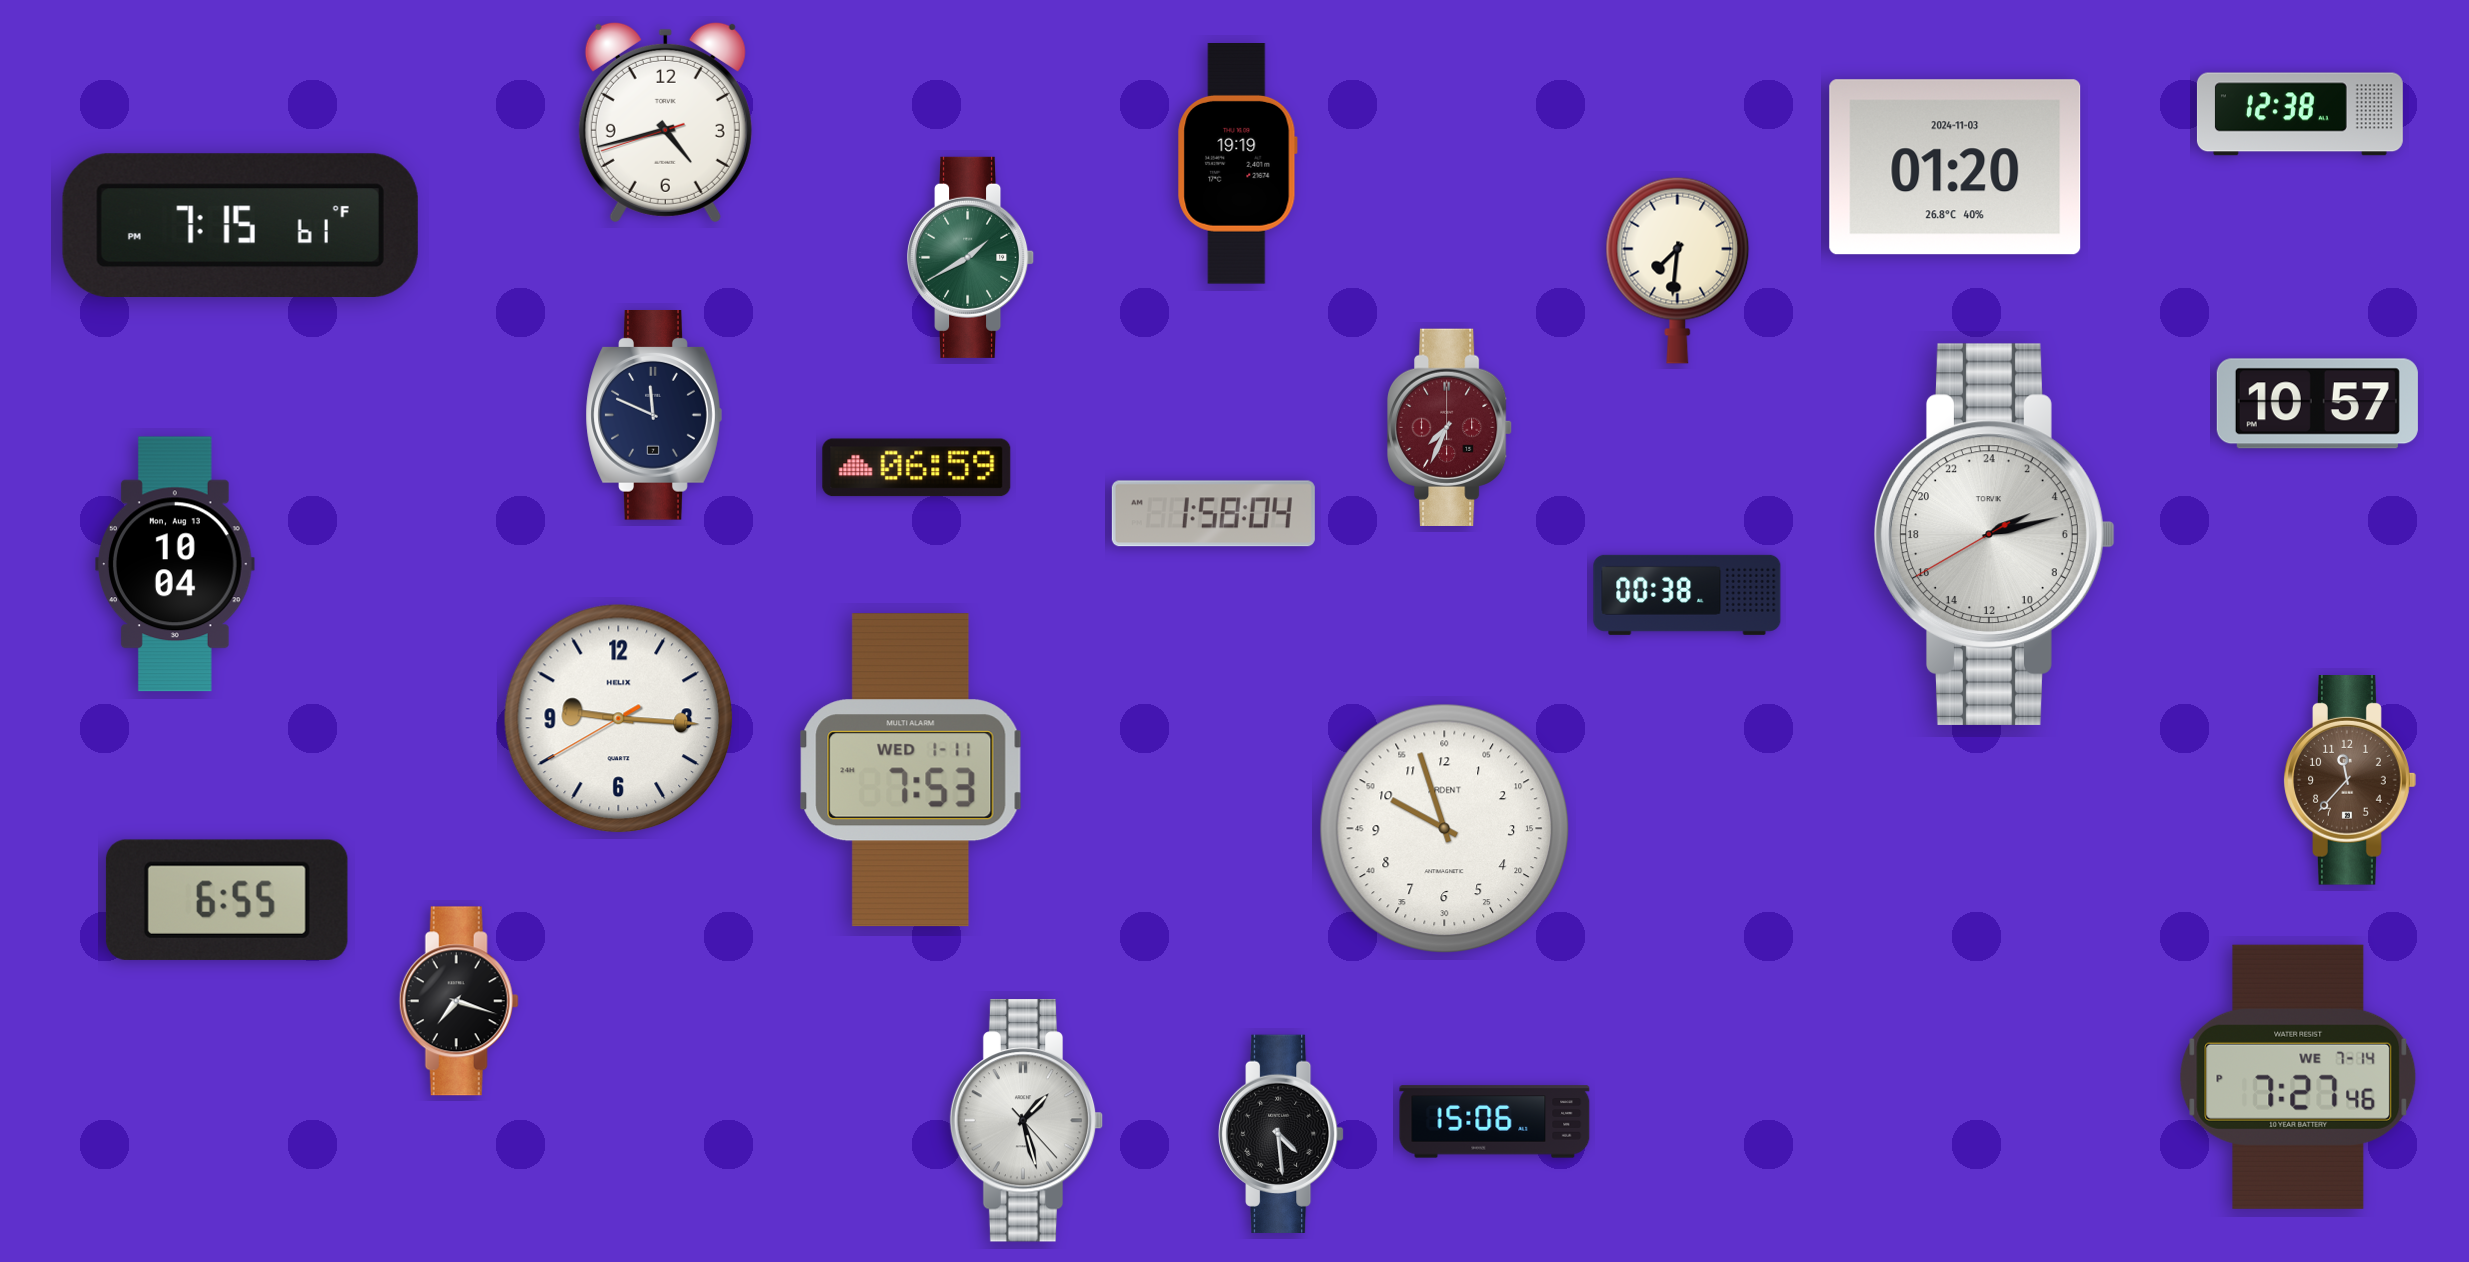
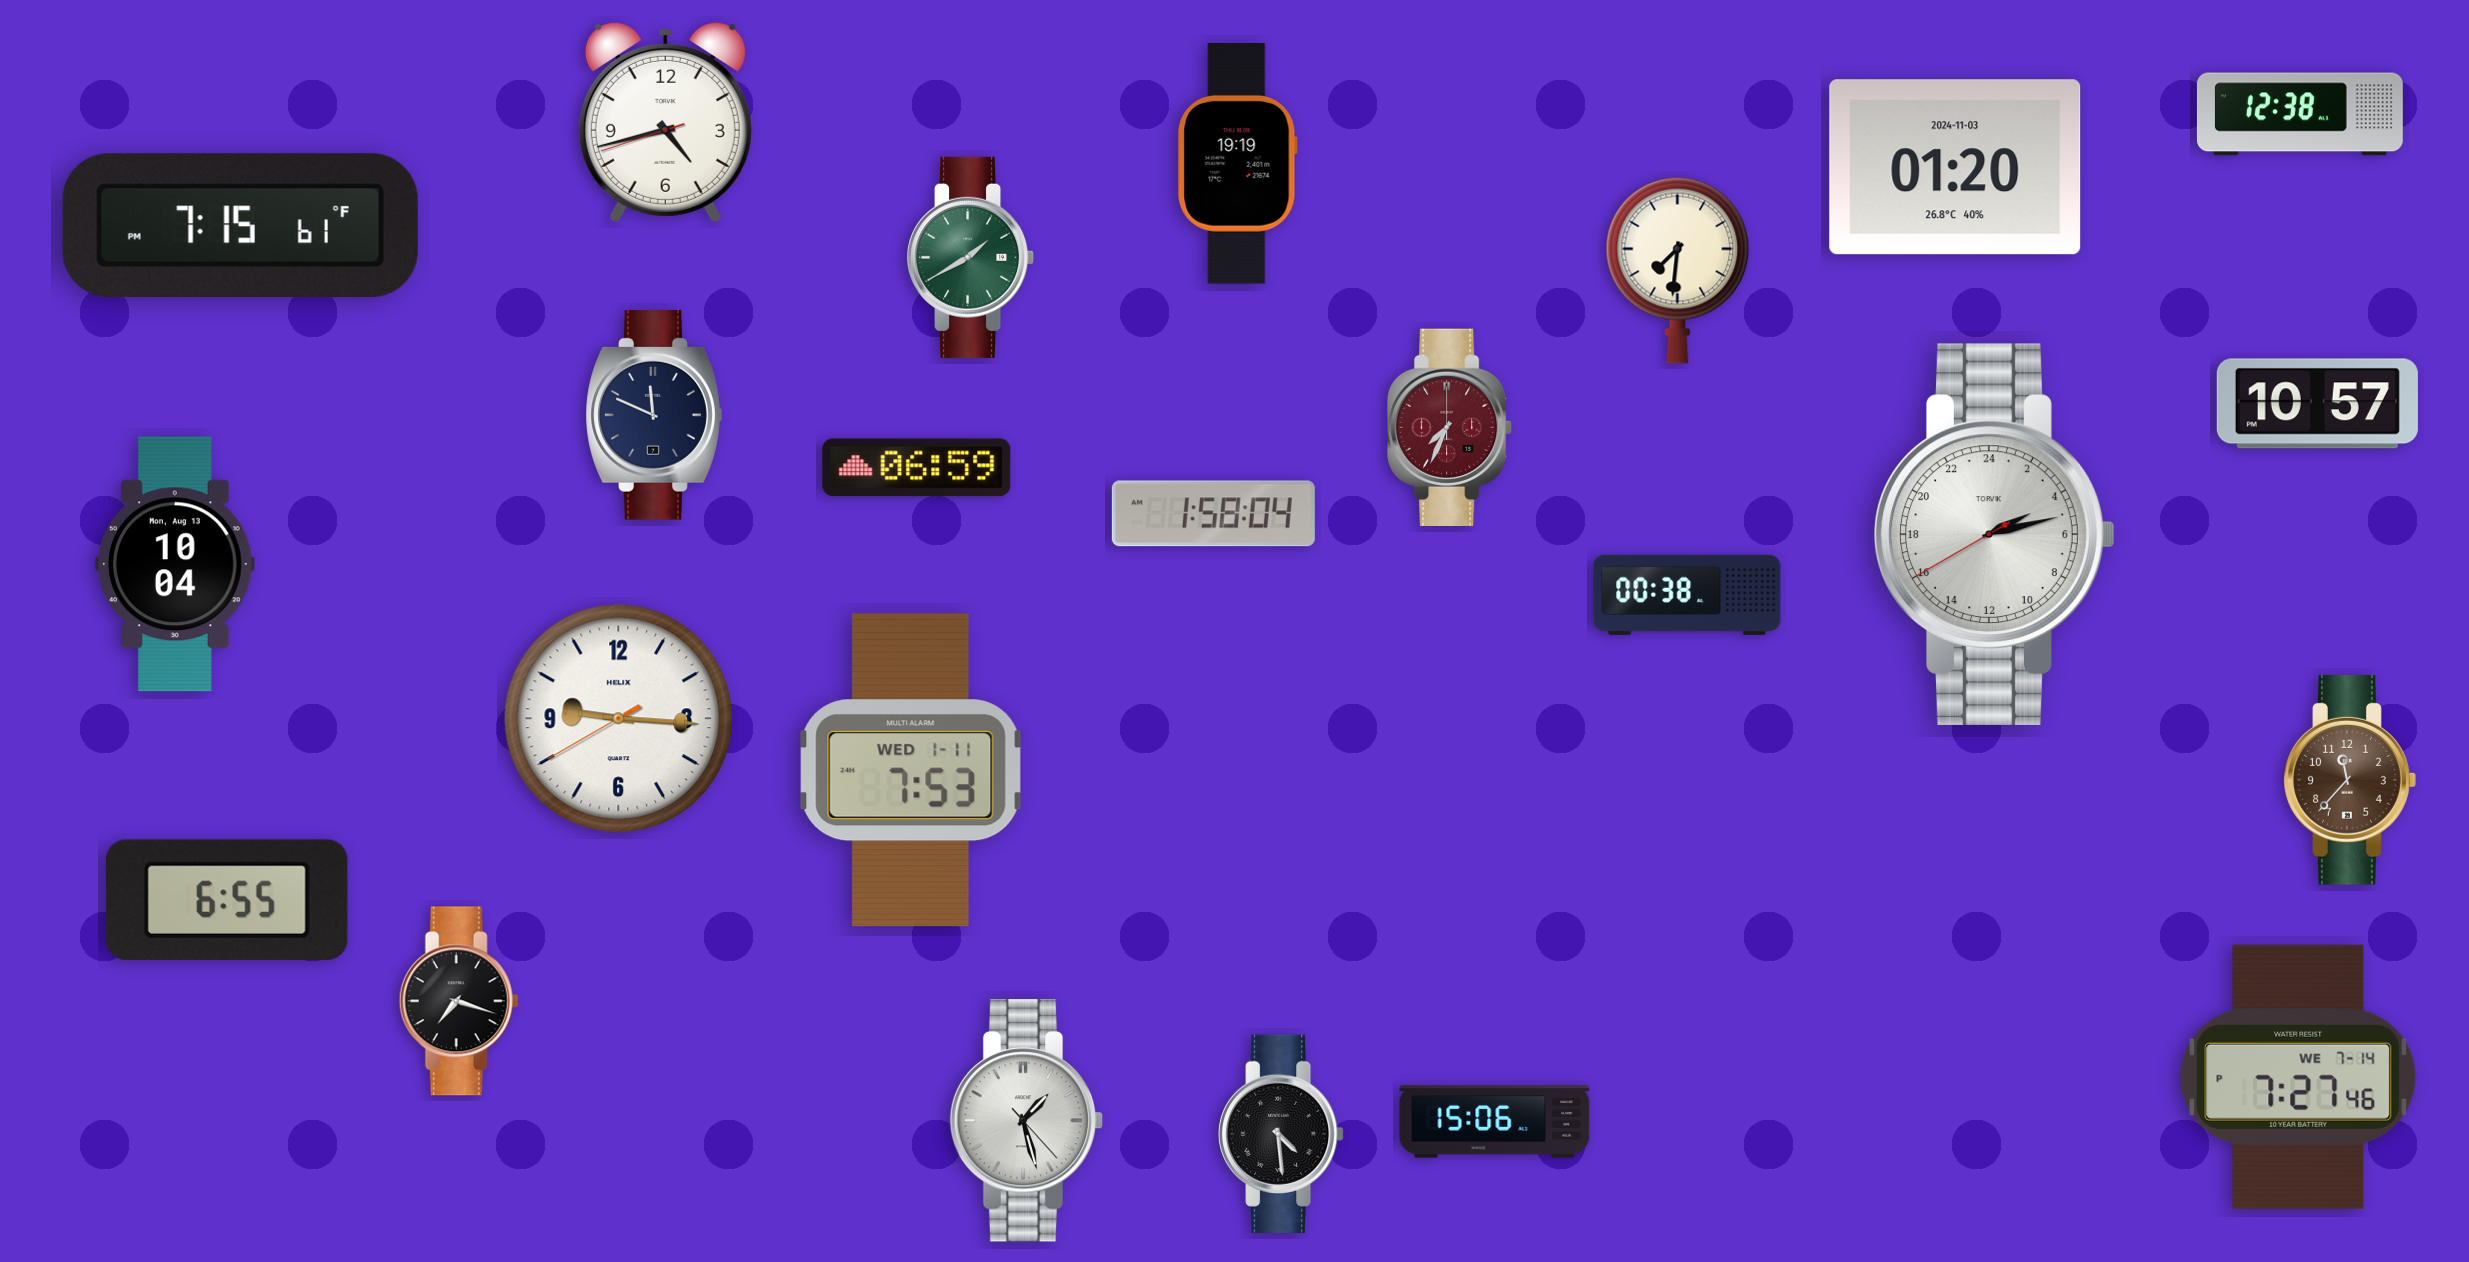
clock at (1445, 829): 9:57 -> none
